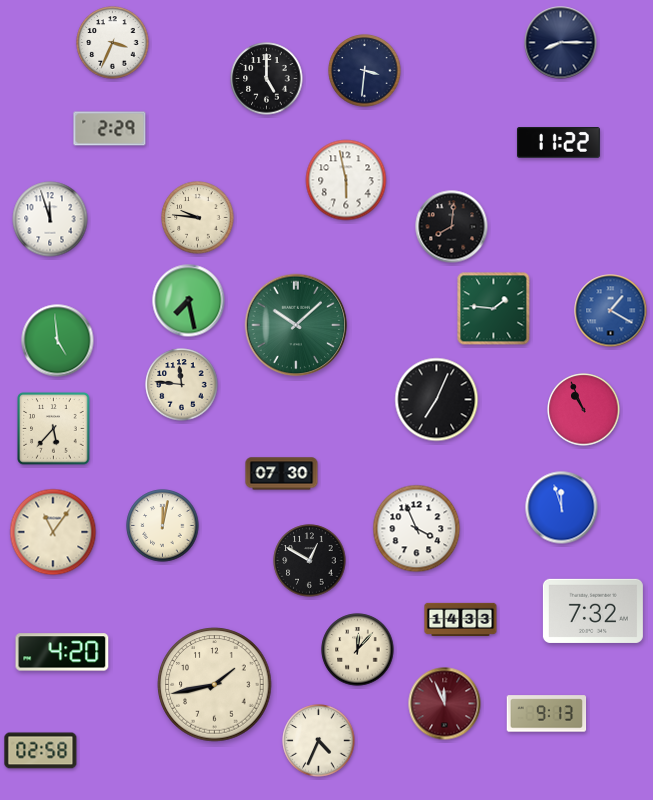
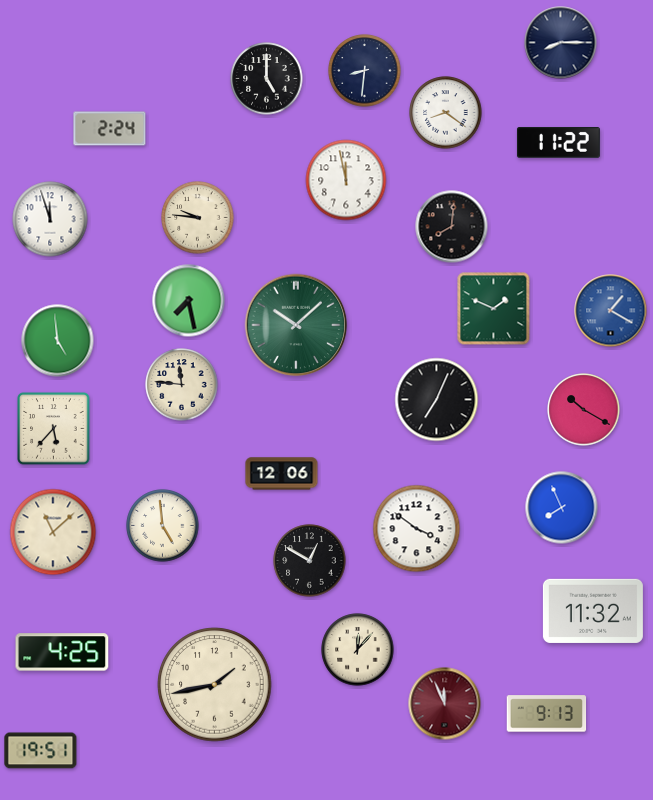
clock at (113, 43): 3:34 -> none
clock at (365, 71): 3:31 -> 8:31
clock at (446, 113): none -> 8:21
clock at (110, 129): 2:29 -> 2:24
clock at (346, 180): 5:58 -> 11:58
clock at (494, 309): 1:46 -> 1:49
clock at (584, 410): 10:56 -> 10:20
clock at (282, 474): 07:30 -> 12:06
clock at (562, 508): 11:57 -> 7:56
clock at (163, 526): 12:02 -> 4:59
clock at (417, 529): 3:56 -> 3:51
clock at (53, 532): 11:06 -> 11:08
clock at (593, 611): 7:32 -> 11:32
clock at (461, 619): 14:33 -> none
clock at (62, 652): 4:20 -> 4:25
clock at (319, 741): 4:34 -> none
clock at (41, 751): 02:58 -> 19:51
